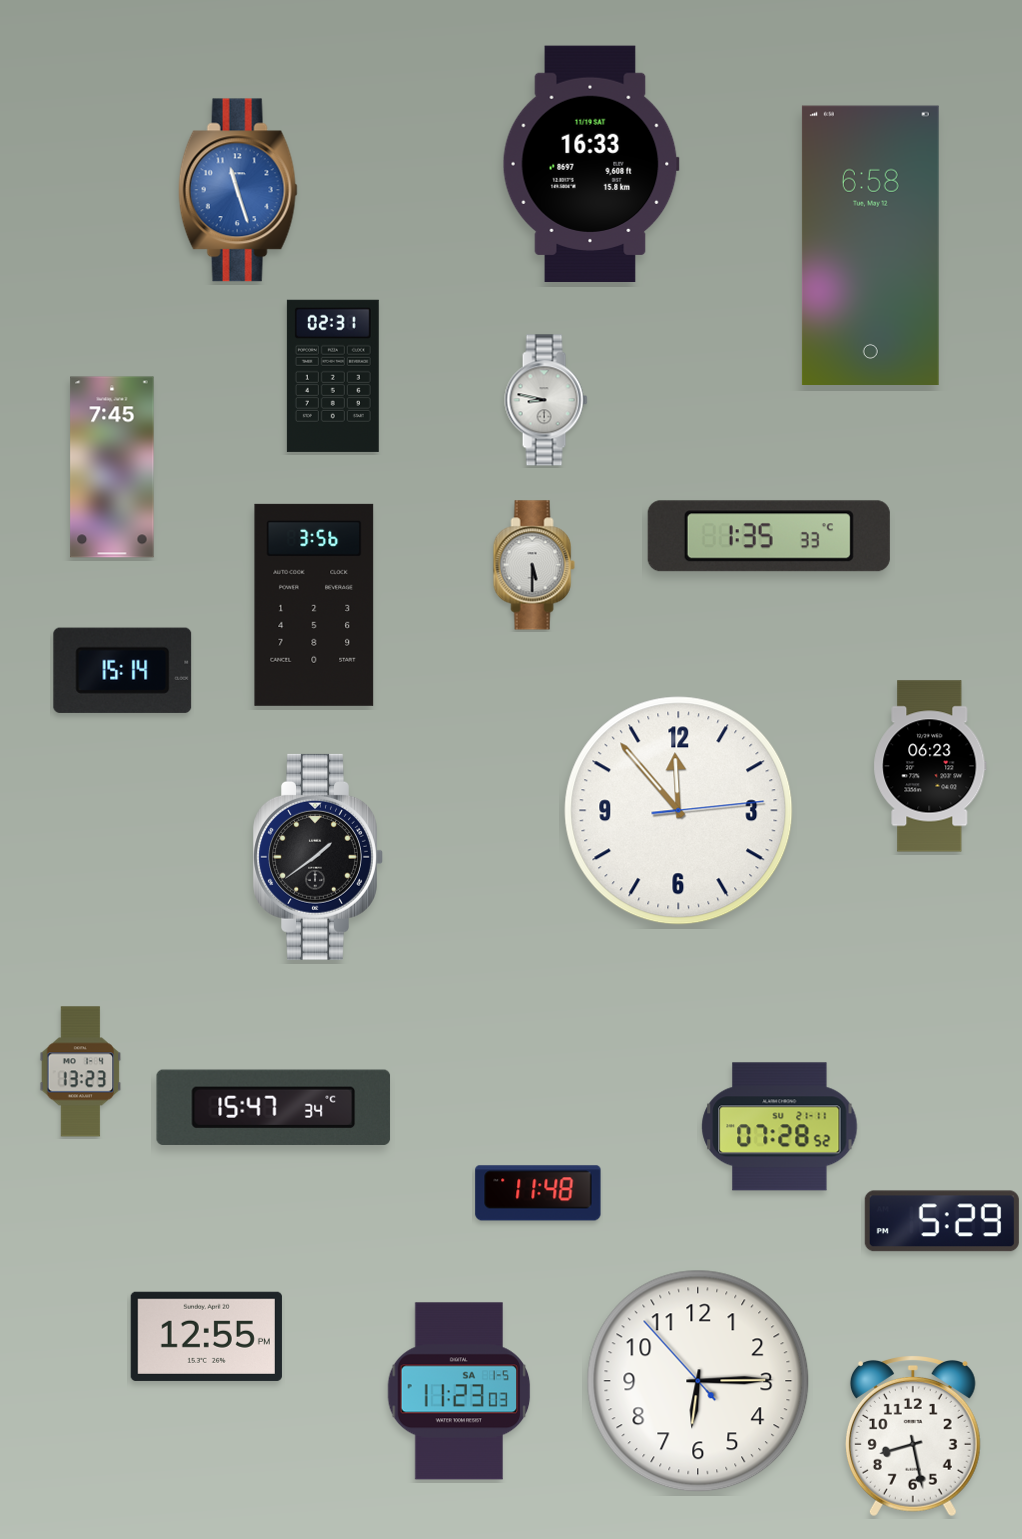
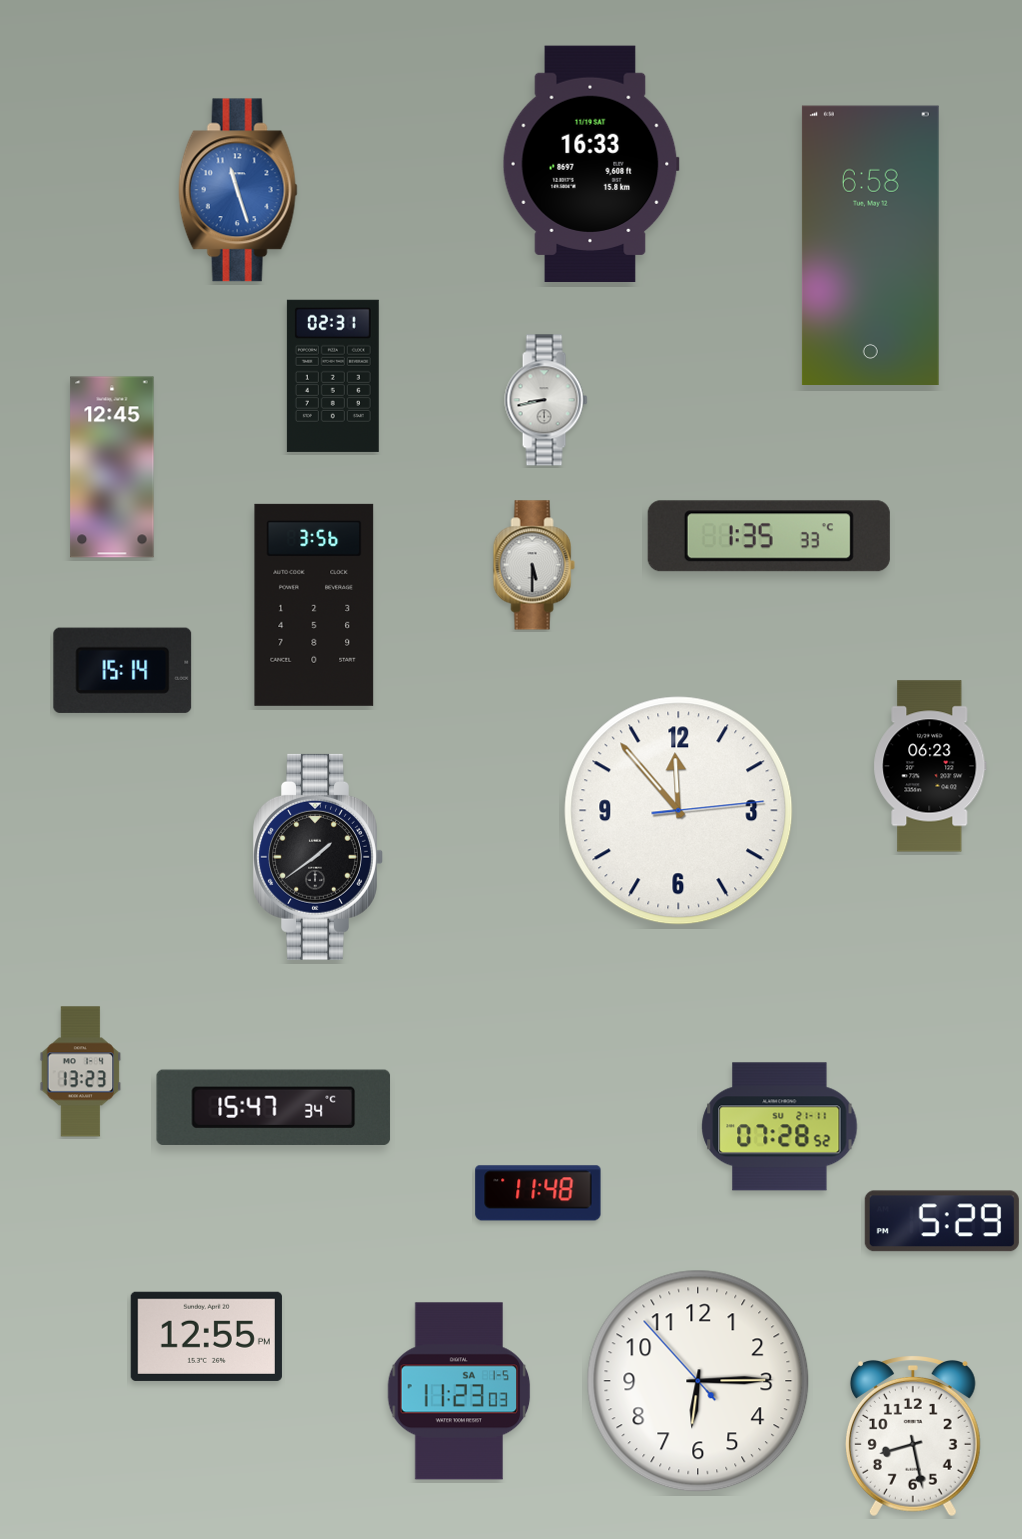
clock at (546, 400): 8:47 -> 8:43
clock at (112, 467): 7:45 -> 12:45
